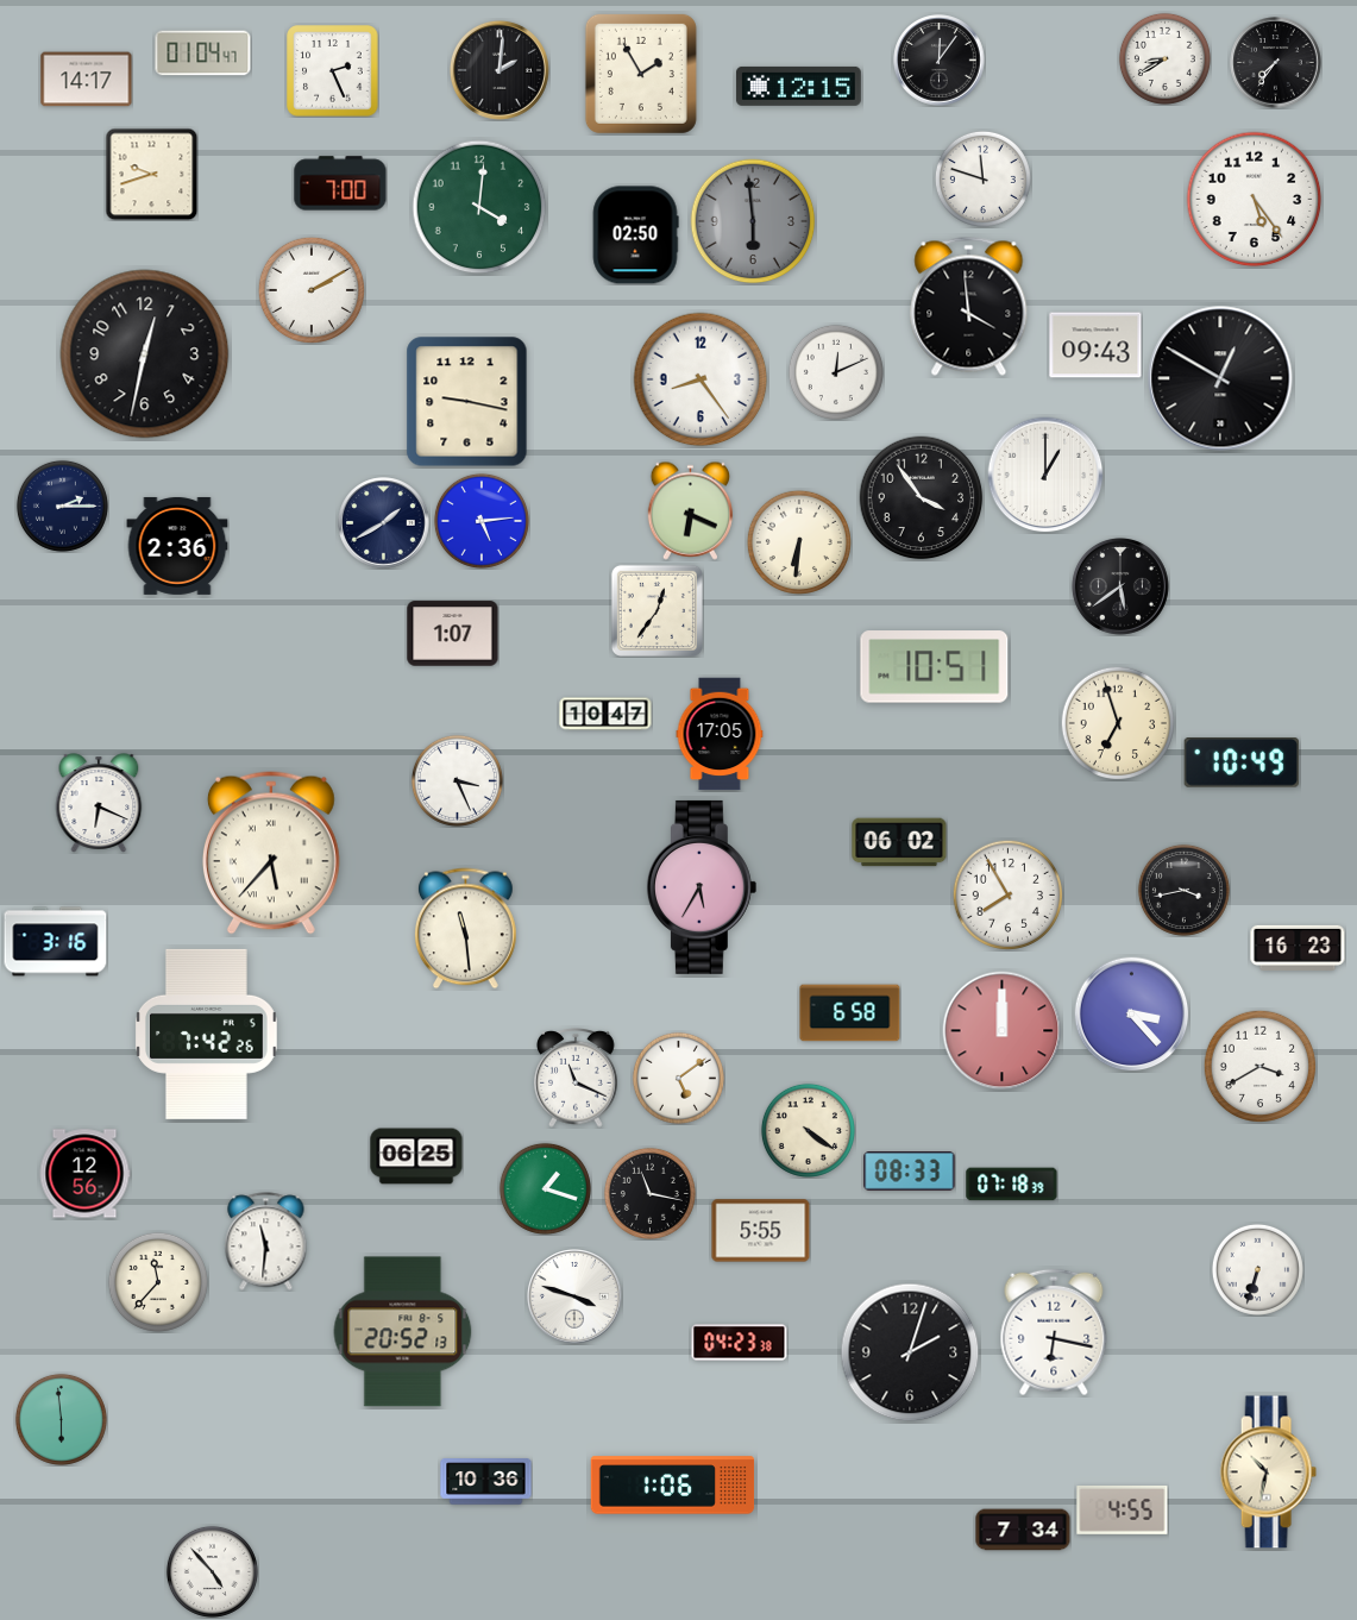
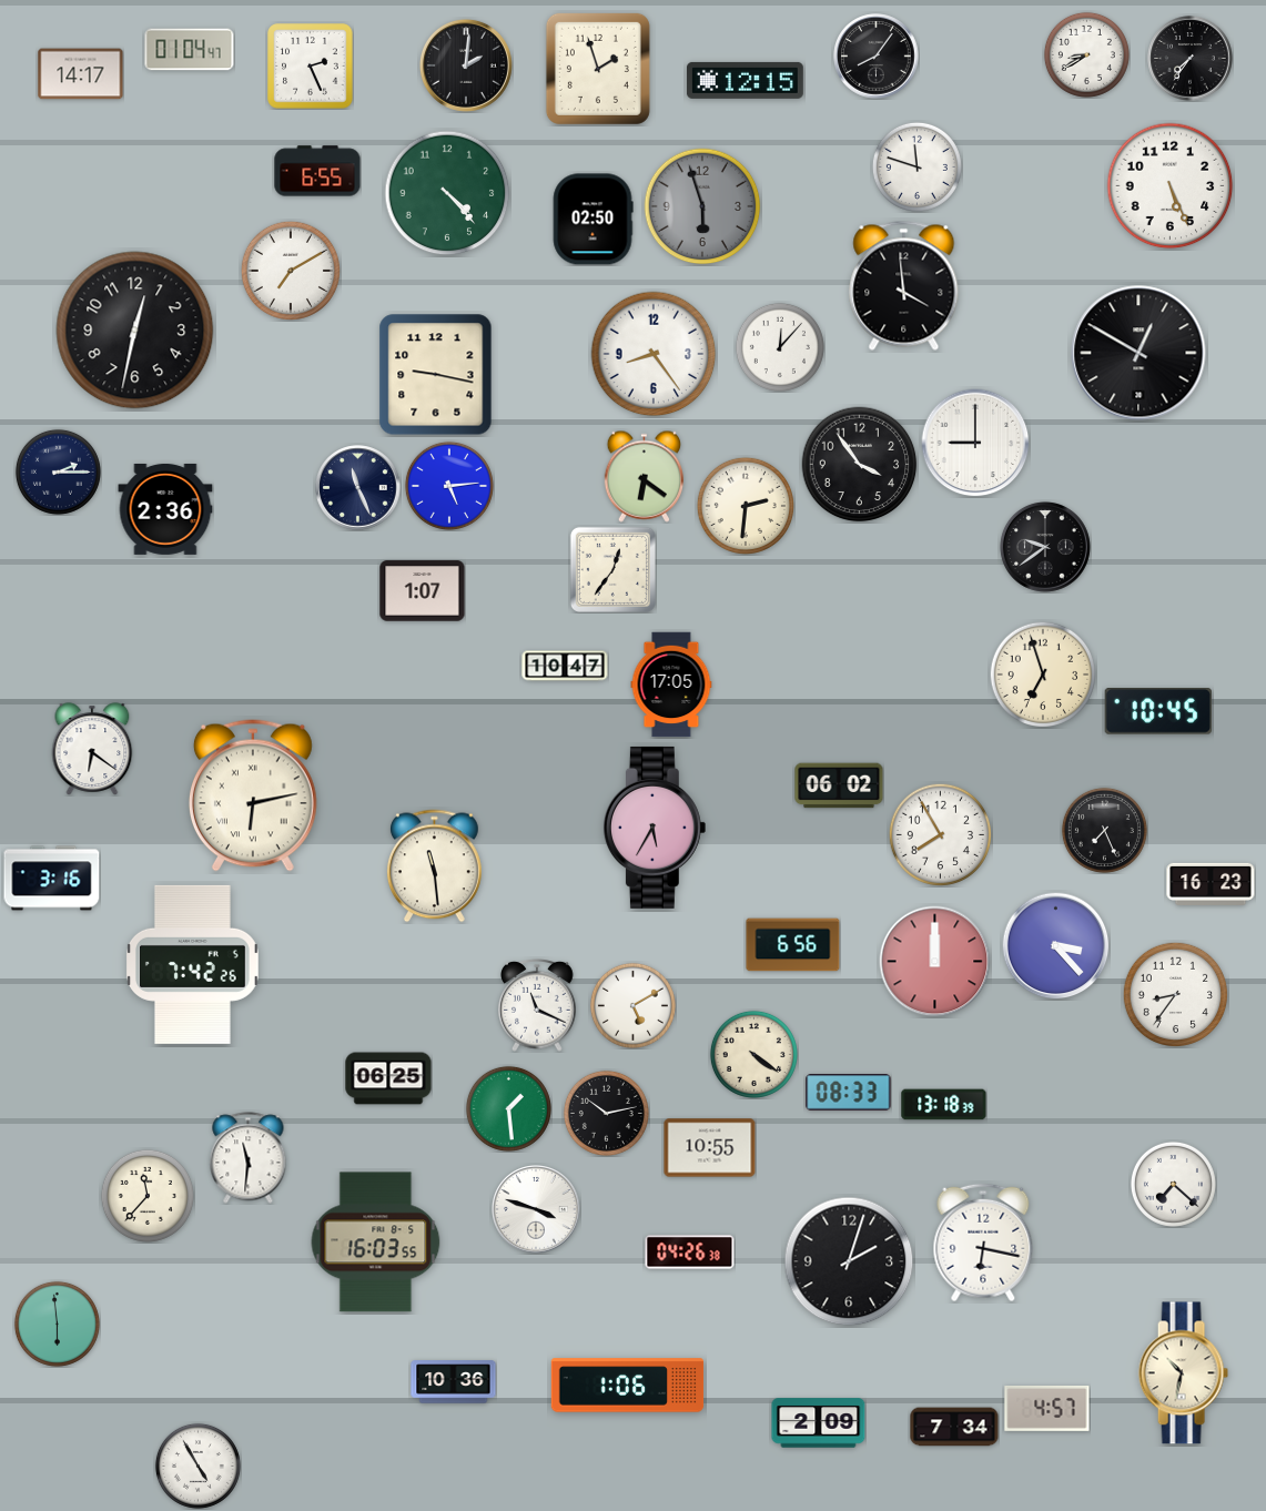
clock at (940, 61): 12:06 -> 8:06
clock at (641, 74): 1:55 -> 1:57
clock at (151, 174): 9:42 -> none
clock at (340, 183): 7:00 -> 6:55
clock at (1255, 200): 5:24 -> 5:26
clock at (479, 207): 4:01 -> 4:23
clock at (753, 221): 5:59 -> 5:57
clock at (310, 289): 2:10 -> 7:10
clock at (1095, 345): 09:43 -> none
clock at (836, 372): 12:11 -> 12:07
clock at (1045, 475): 1:00 -> 9:00
clock at (690, 510): 6:19 -> 6:21
clock at (384, 523): 1:40 -> 11:26
clock at (799, 542): 6:31 -> 2:31
clock at (1120, 586): 5:39 -> 9:39
clock at (935, 667): 10:51 -> none
clock at (1242, 764): 10:49 -> 10:45
clock at (457, 780): 3:26 -> none
clock at (99, 803): 6:19 -> 6:21
clock at (271, 853): 5:37 -> 6:13
clock at (1183, 890): 3:43 -> 7:26
clock at (850, 1013): 6:58 -> 6:56
clock at (1259, 1066): 3:40 -> 8:36
clock at (678, 1078): 5:09 -> 5:10
clock at (84, 1174): 12:56 -> none
clock at (1012, 1185): 07:18 -> 13:18
clock at (545, 1188): 1:18 -> 1:29
clock at (649, 1193): 11:17 -> 10:13
clock at (761, 1231): 5:55 -> 10:55
clock at (1257, 1269): 6:33 -> 7:22
clock at (403, 1332): 20:52 -> 16:03
clock at (740, 1343): 04:23 -> 04:26
clock at (1123, 1509): 4:55 -> 4:57
clock at (819, 1423): none -> 2:09
clock at (212, 1571): 4:53 -> 4:55
